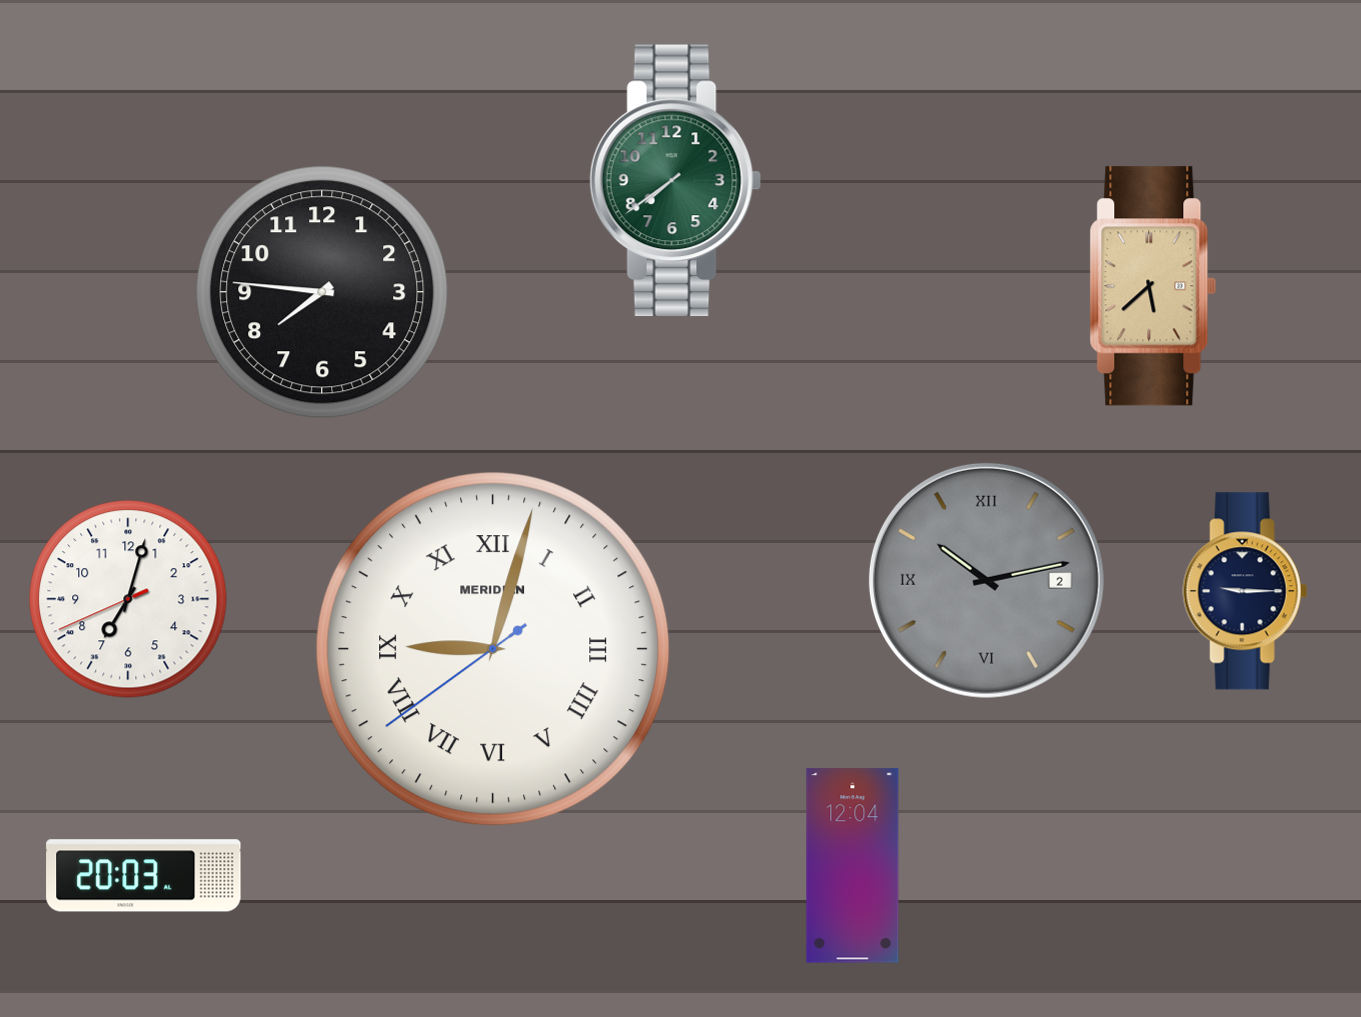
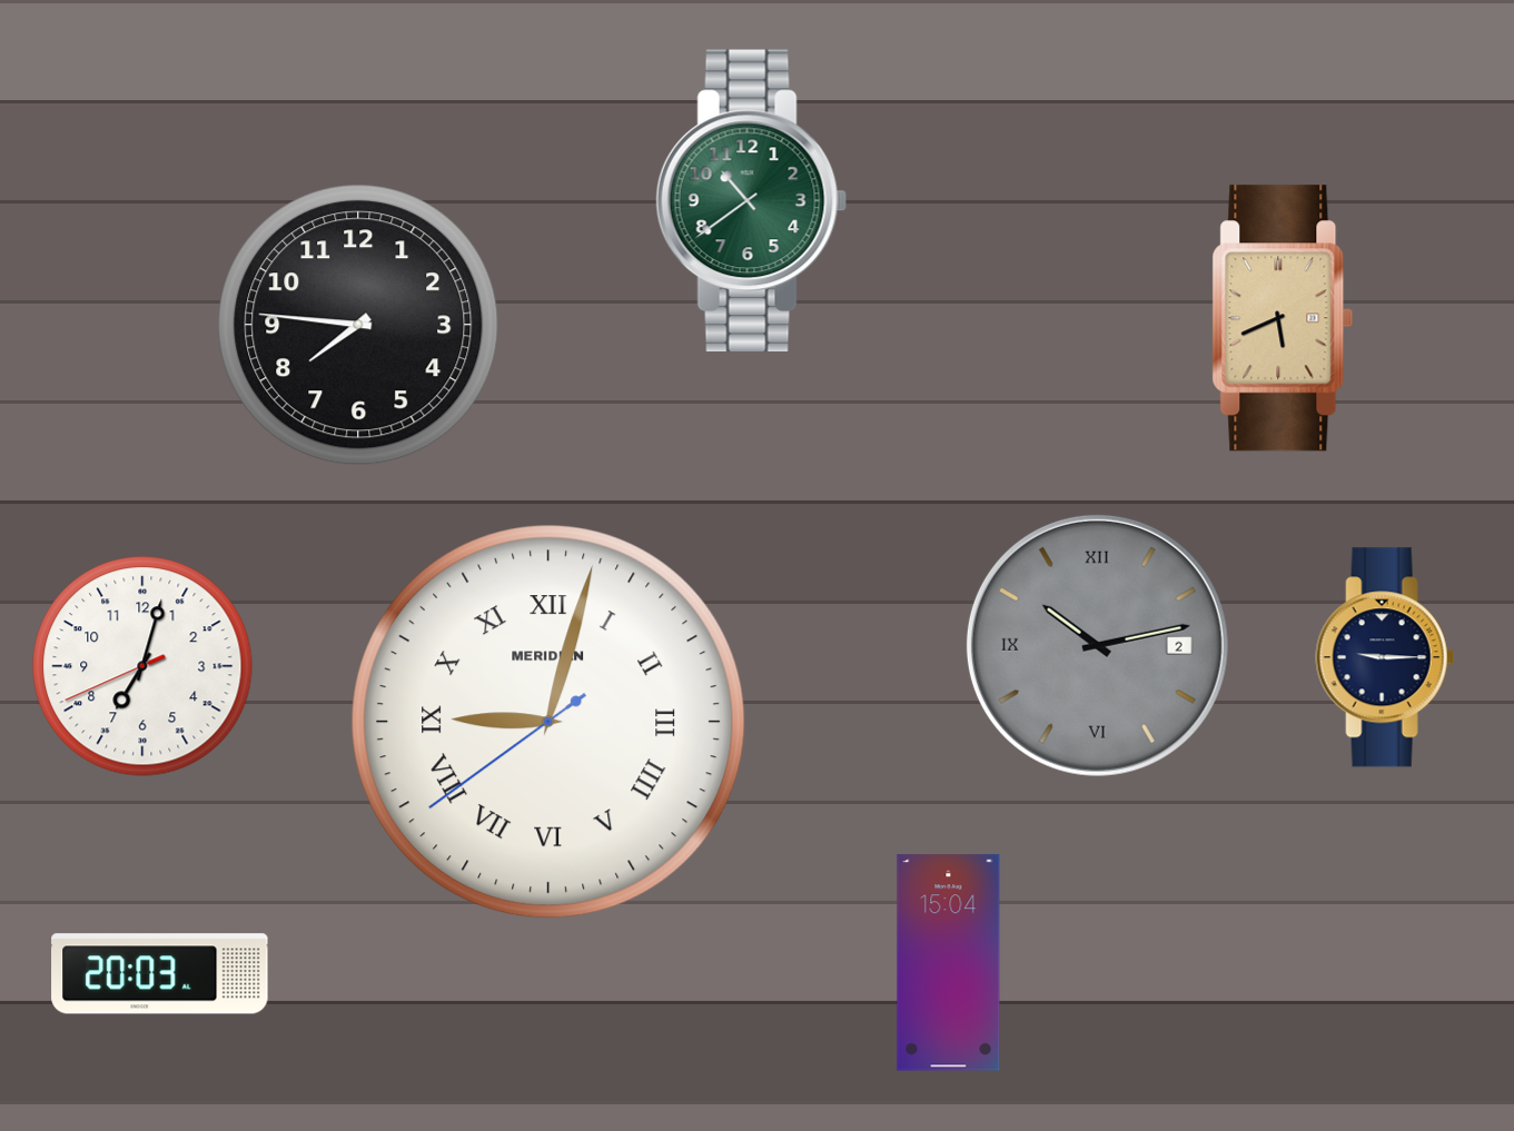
clock at (676, 181): 7:39 -> 10:39
clock at (1153, 286): 5:38 -> 5:41
clock at (853, 866): 12:04 -> 15:04
